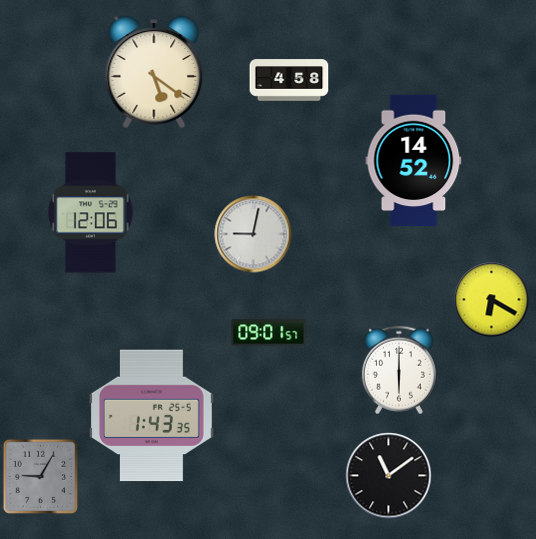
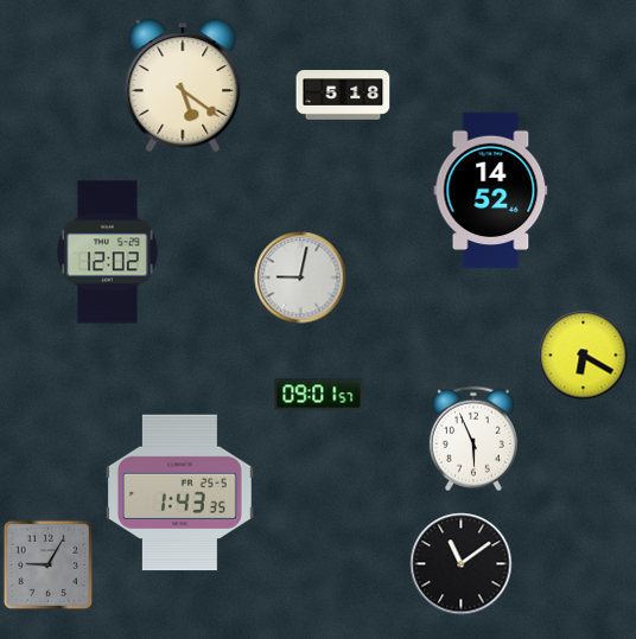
clock at (289, 80): 4:58 -> 5:18
clock at (90, 213): 12:06 -> 12:02
clock at (399, 370): 6:00 -> 5:56
